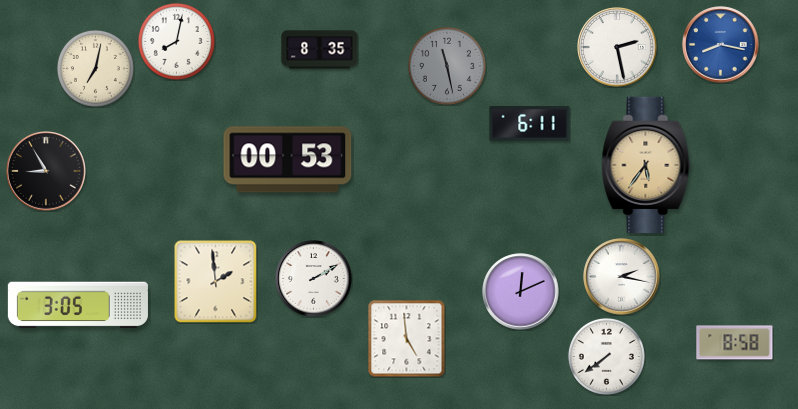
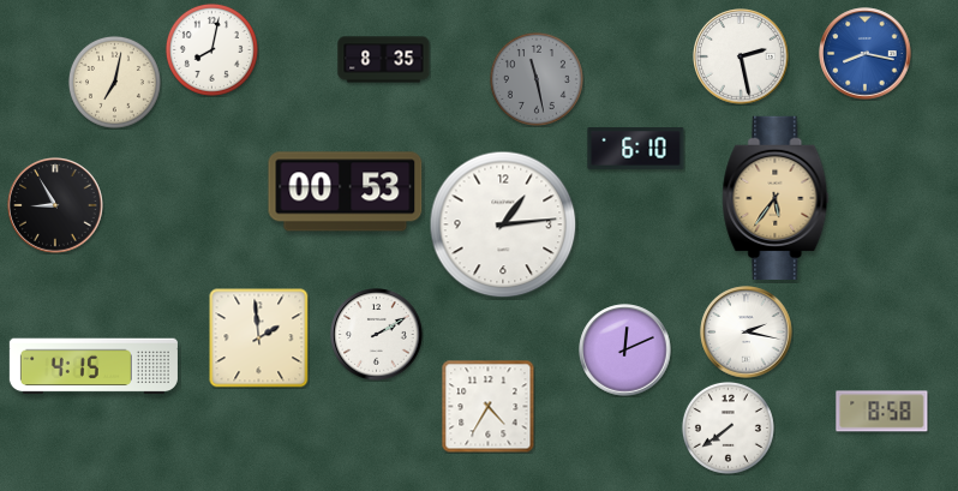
clock at (530, 124): 6:11 -> 6:10
clock at (503, 224): none -> 1:14
clock at (78, 305): 3:05 -> 4:15
clock at (406, 338): 4:59 -> 4:35
